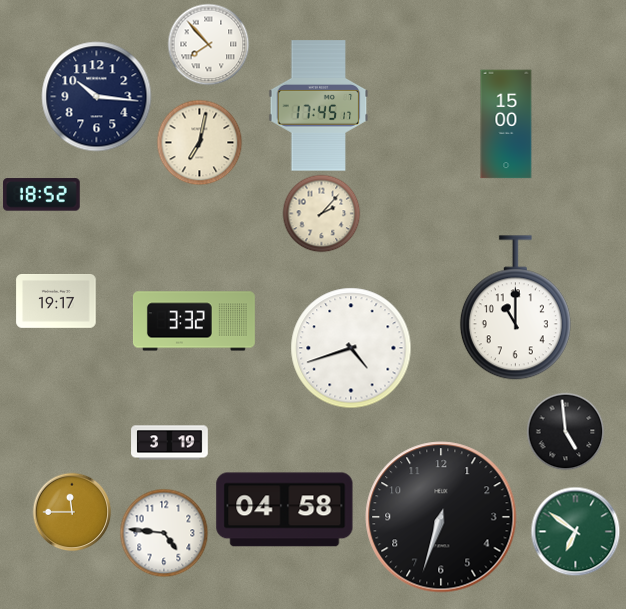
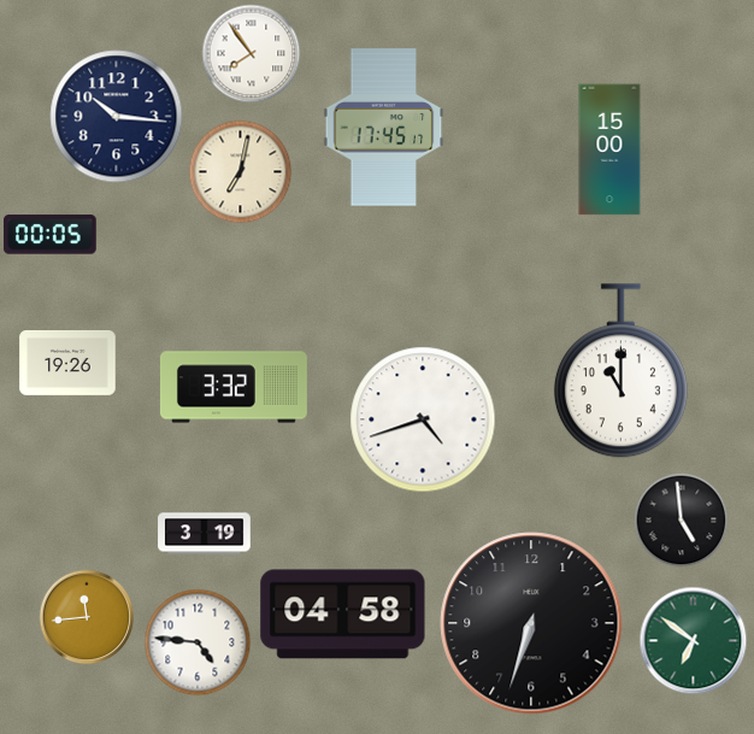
clock at (208, 44): 7:53 -> 7:54
clock at (42, 195): 18:52 -> 00:05
clock at (321, 213): 2:07 -> none
clock at (56, 302): 19:17 -> 19:26
clock at (72, 512): 11:45 -> 11:44
